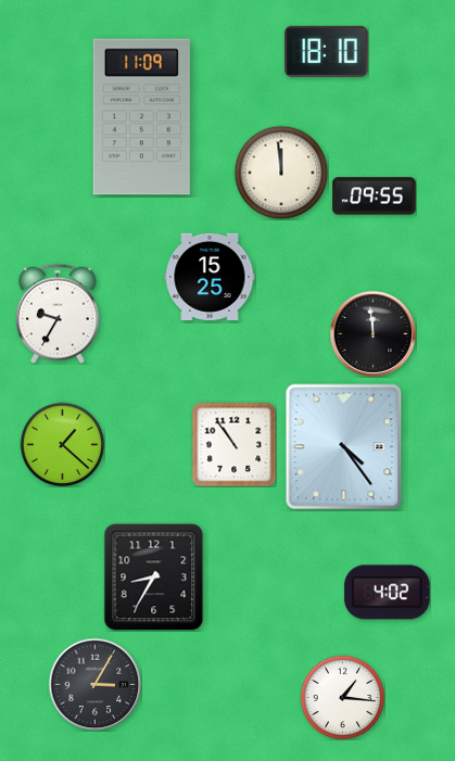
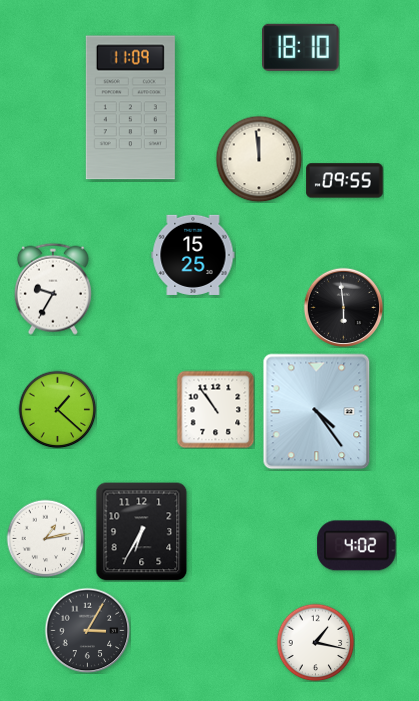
clock at (372, 333): 11:59 -> 5:59
clock at (154, 578): 8:35 -> 6:35
clock at (45, 538): none -> 1:13
clock at (342, 697): 1:16 -> 1:17
